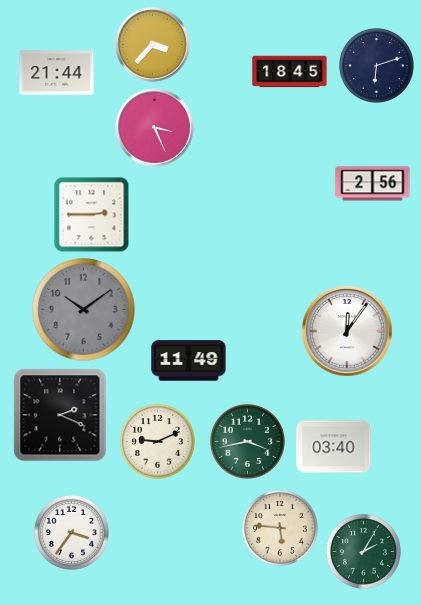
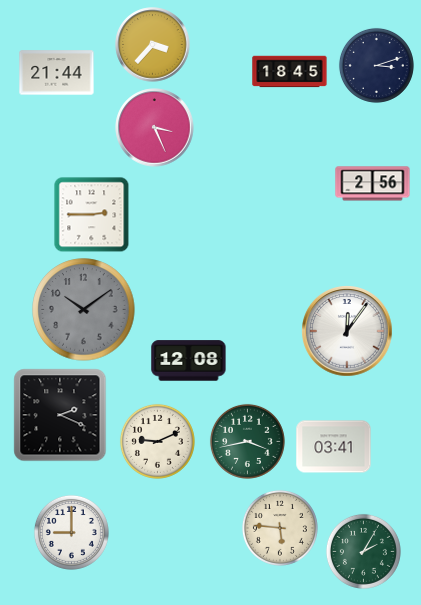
clock at (376, 65): 6:12 -> 3:12
clock at (189, 361): 11:49 -> 12:08
clock at (334, 447): 03:40 -> 03:41
clock at (71, 532): 3:36 -> 9:00
